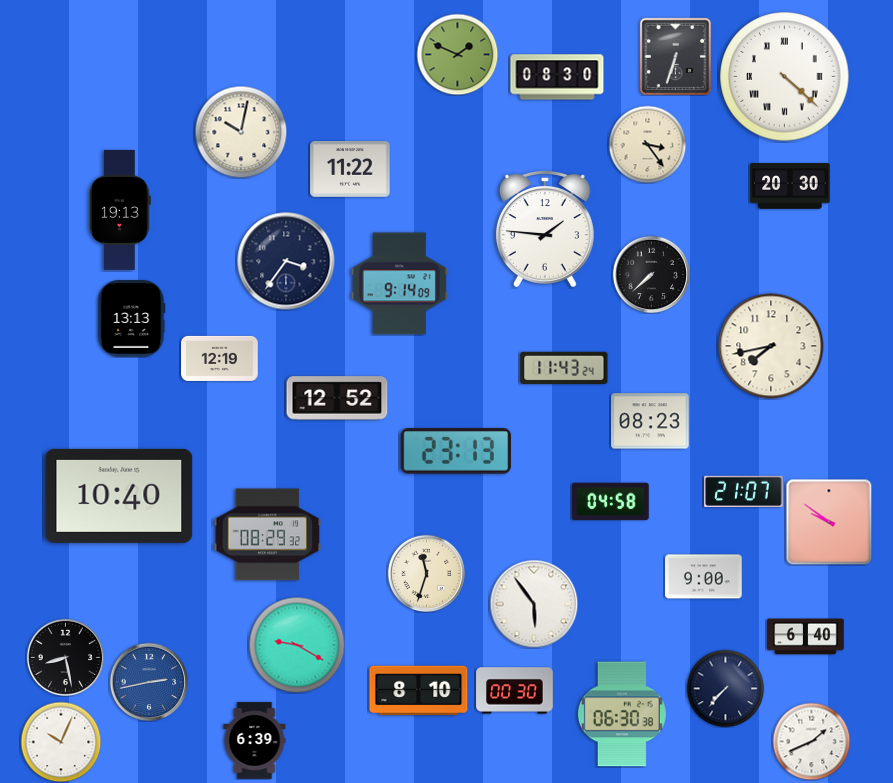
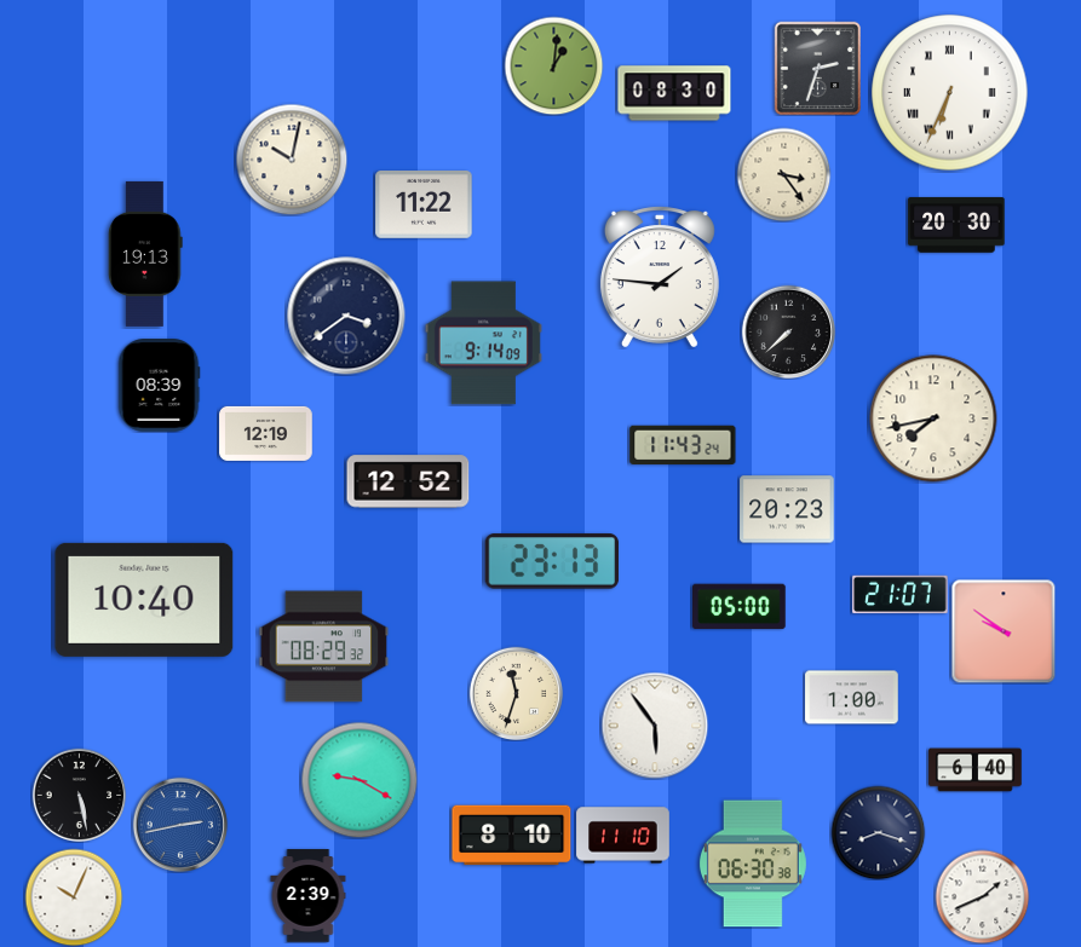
clock at (457, 54): 1:49 -> 1:01
clock at (675, 56): 6:33 -> 2:33
clock at (785, 77): 4:22 -> 6:34
clock at (286, 261): 3:36 -> 3:39
clock at (131, 319): 13:13 -> 08:39
clock at (650, 421): 08:23 -> 20:23
clock at (455, 451) position: (455, 451) -> (551, 561)
clock at (611, 502): 04:58 -> 05:00
clock at (704, 577): 9:00 -> 1:00
clock at (534, 604) position: (534, 604) -> (655, 726)
clock at (65, 657): 8:28 -> 5:28
clock at (725, 688): 7:37 -> 8:18
clock at (419, 691) position: (419, 691) -> (512, 836)
clock at (515, 691): 00:30 -> 11:10
clock at (255, 741): 6:39 -> 2:39
